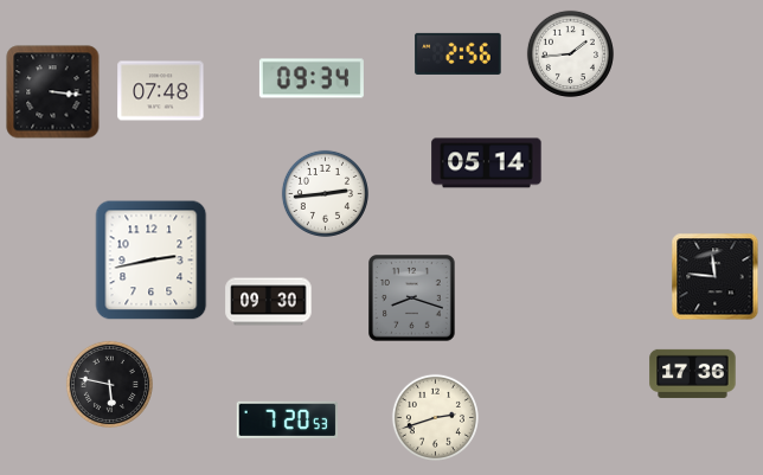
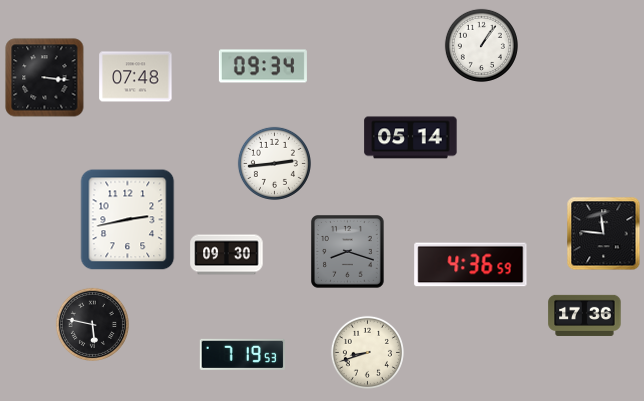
clock at (459, 53): 2:56 -> none
clock at (570, 53): 1:44 -> 1:06
clock at (471, 265): none -> 4:36
clock at (435, 417): 2:42 -> 8:42
clock at (288, 419): 7:20 -> 7:19
